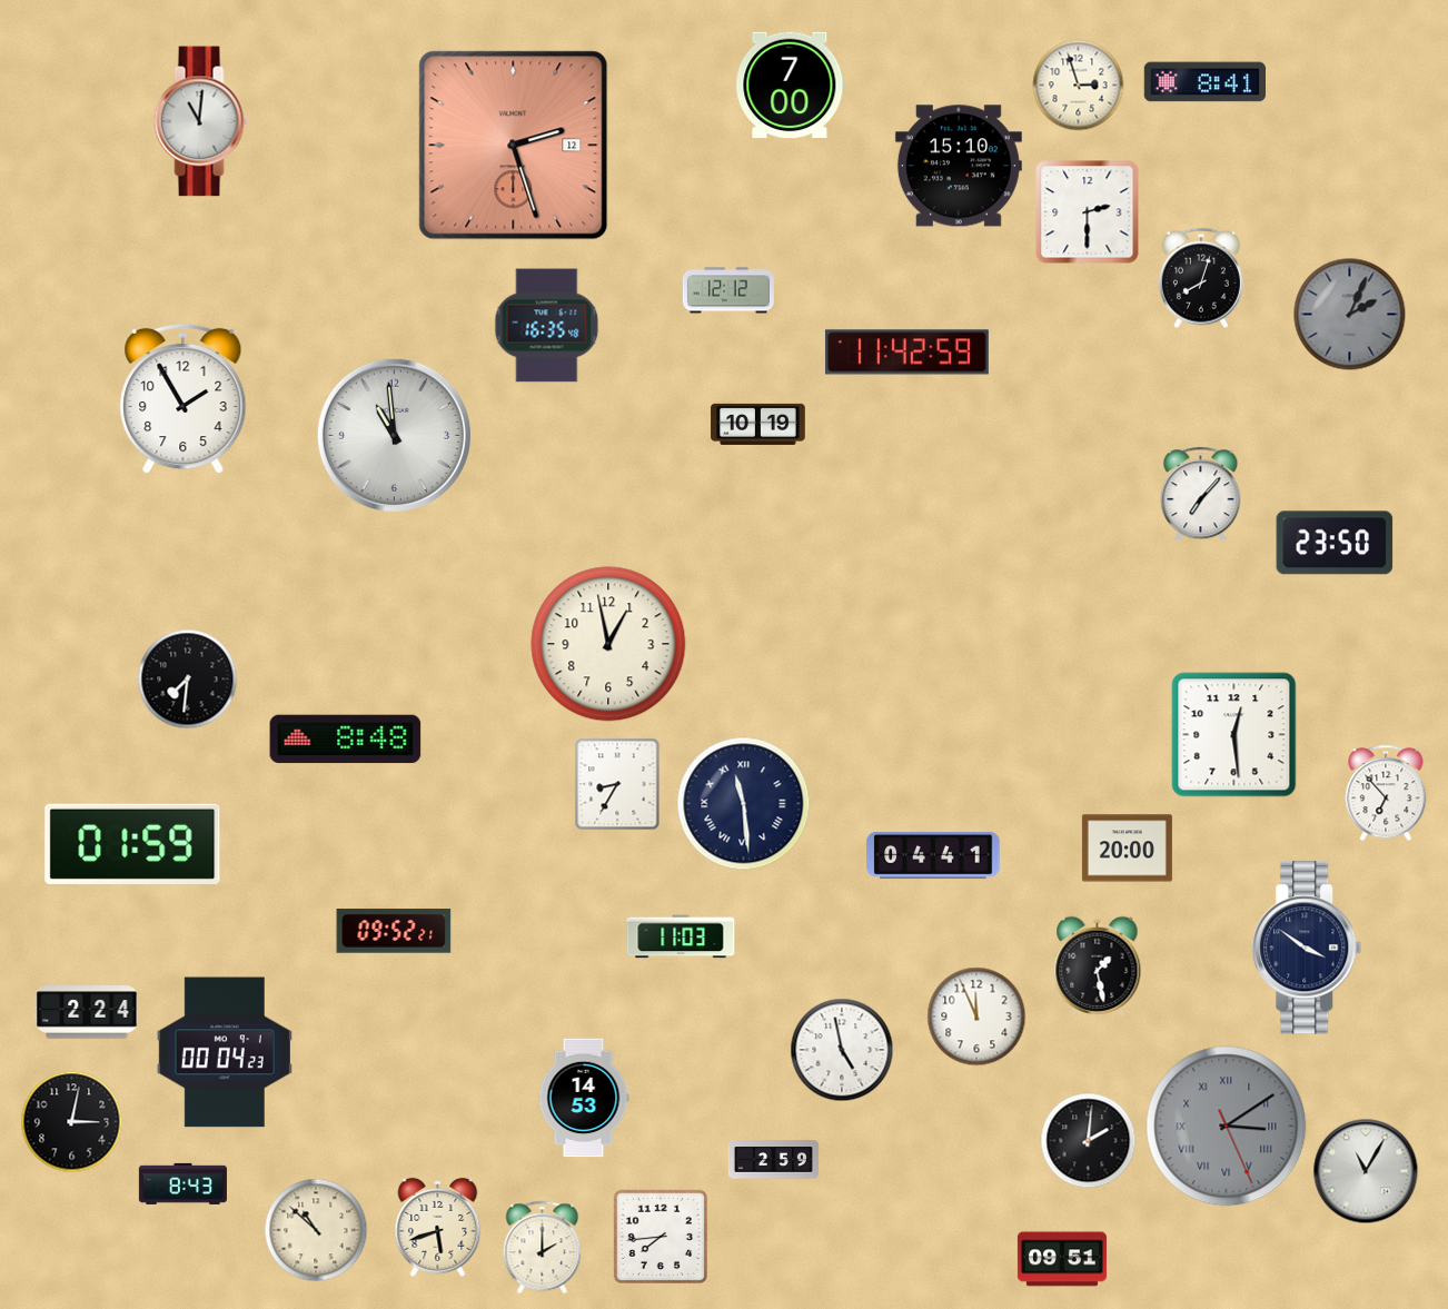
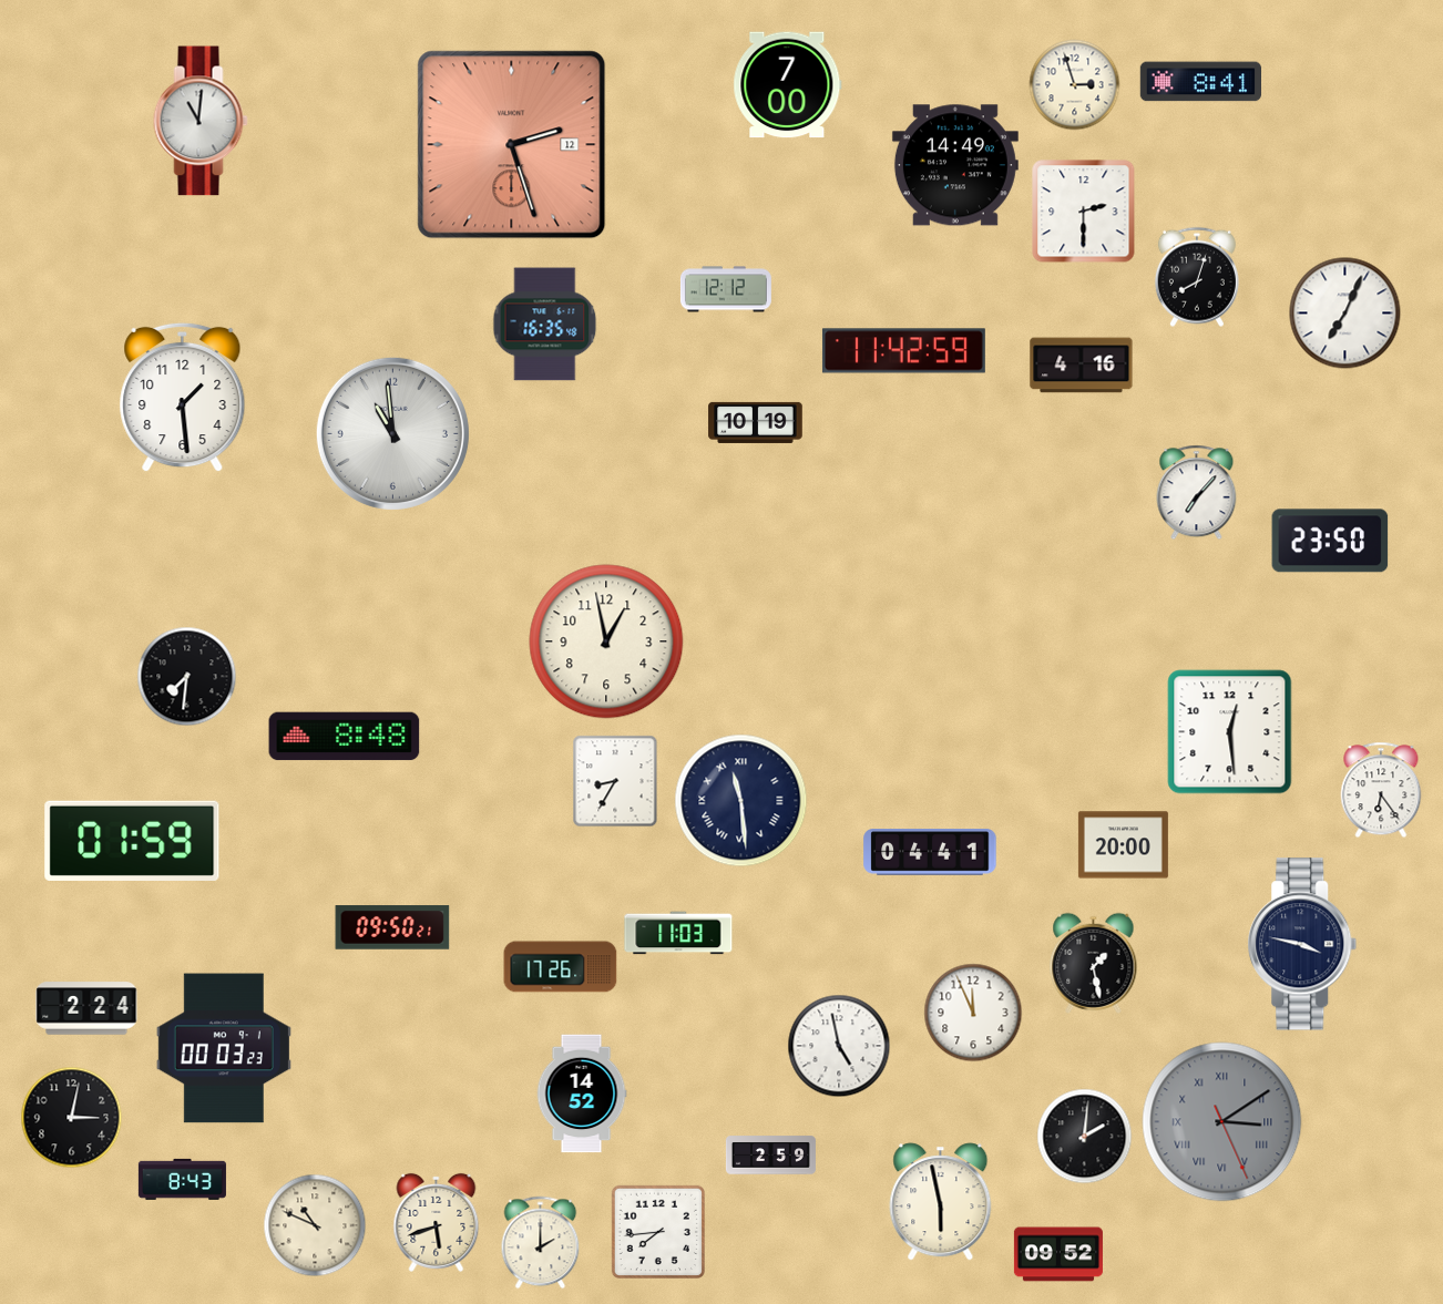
clock at (959, 166): 15:10 -> 14:49
clock at (1350, 315): 2:04 -> 7:04
clock at (1350, 315) dial: grey -> white
clock at (1082, 366): none -> 4:16
clock at (184, 399): 1:55 -> 1:29
clock at (1386, 793): 6:53 -> 6:24
clock at (394, 931): 09:52 -> 09:50
clock at (1307, 948): 3:51 -> 3:47
clock at (561, 967): none -> 17:26
clock at (225, 1052): 00:04 -> 00:03
clock at (584, 1098): 14:53 -> 14:52
clock at (1366, 1171): 11:05 -> none
clock at (941, 1202): none -> 5:58
clock at (316, 1230): 10:52 -> 10:49
clock at (1062, 1259): 09:51 -> 09:52
